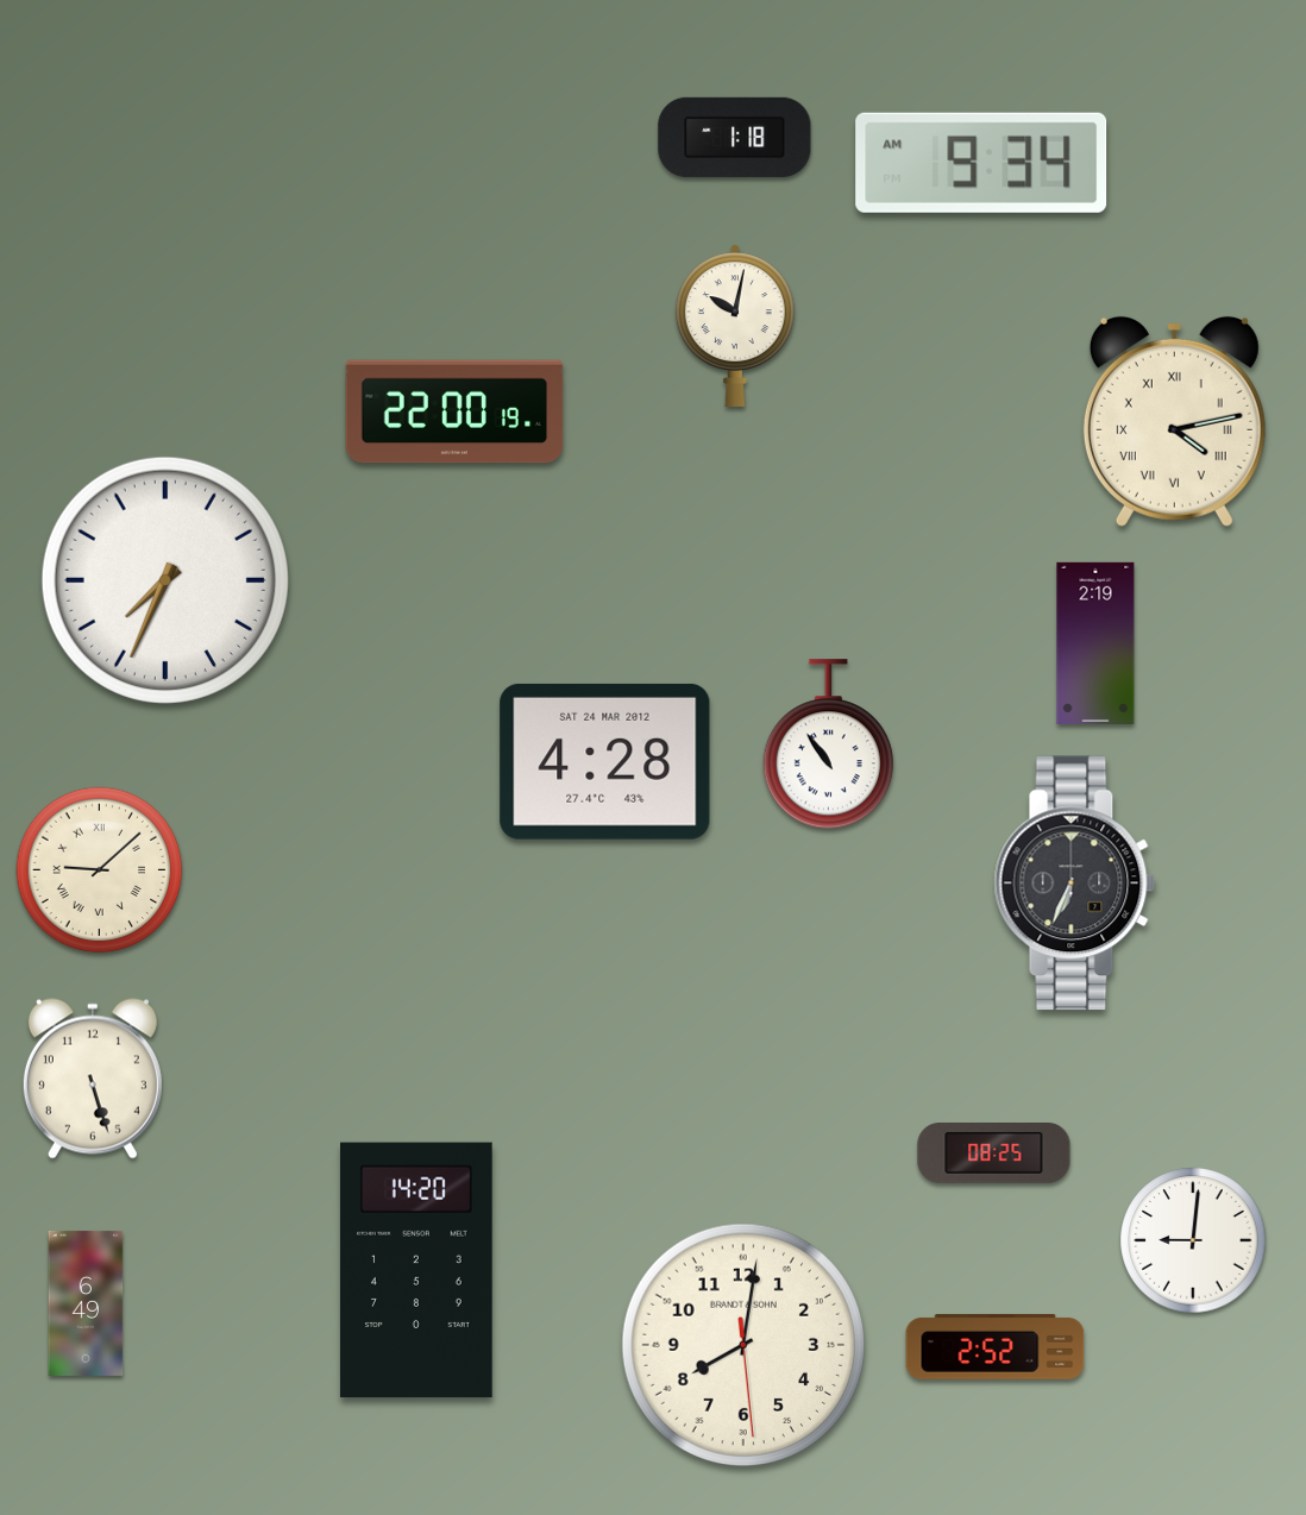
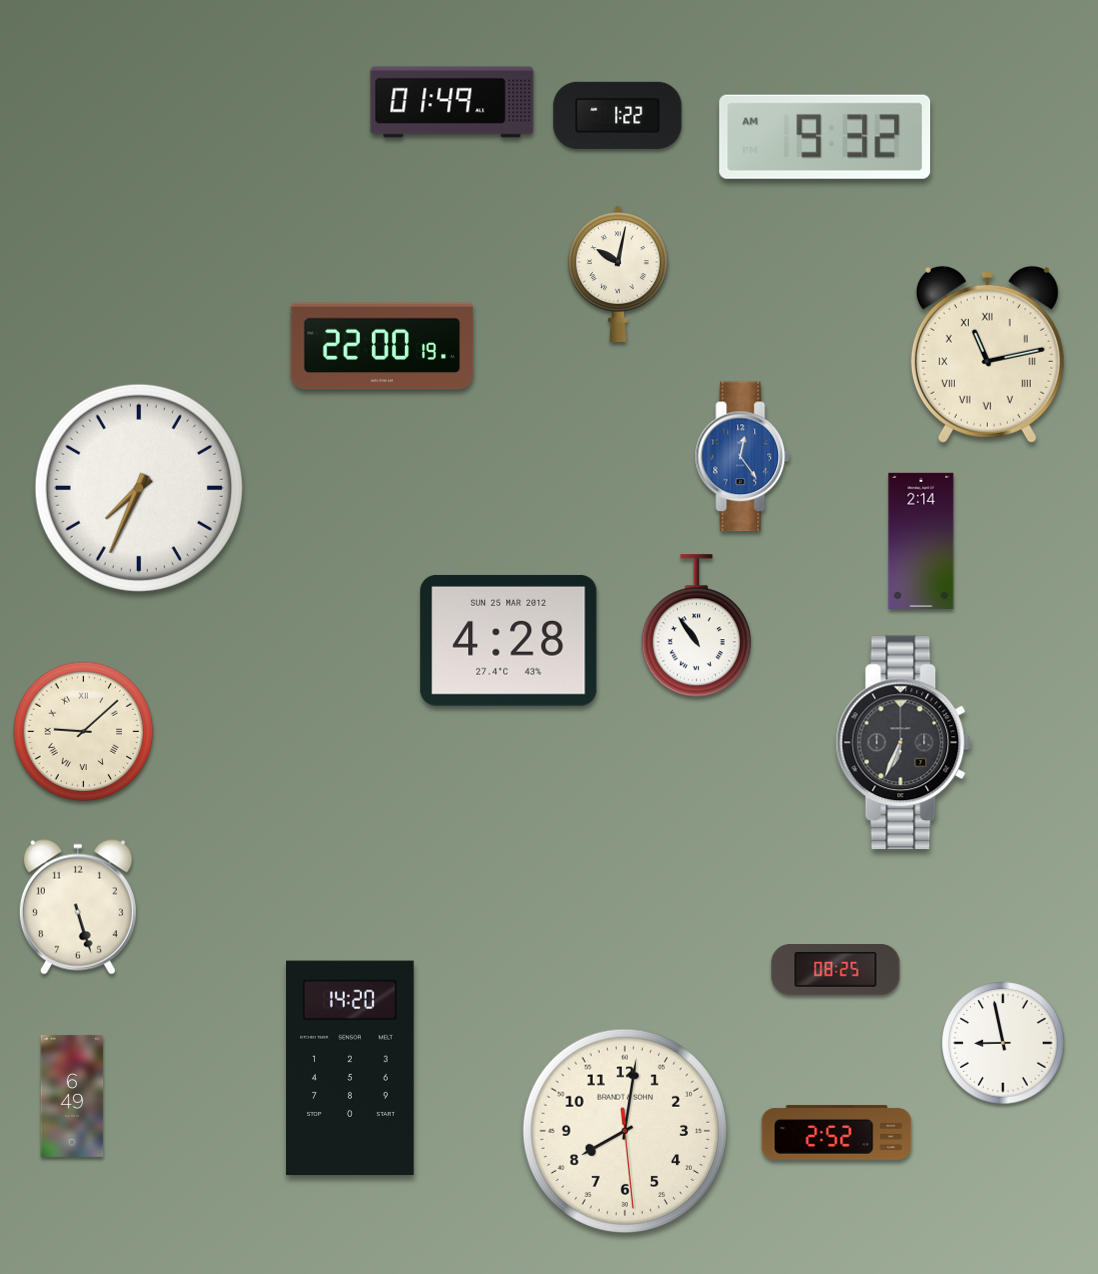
clock at (452, 102): none -> 01:49
clock at (735, 137): 1:18 -> 1:22
clock at (981, 163): 9:34 -> 9:32
clock at (1174, 421): 4:13 -> 11:13
clock at (743, 457): none -> 12:24
clock at (1095, 643): 2:19 -> 2:14
clock at (605, 761) date: SAT 24 MAR 2012 -> SUN 25 MAR 2012
clock at (1193, 1240): 9:01 -> 8:58
